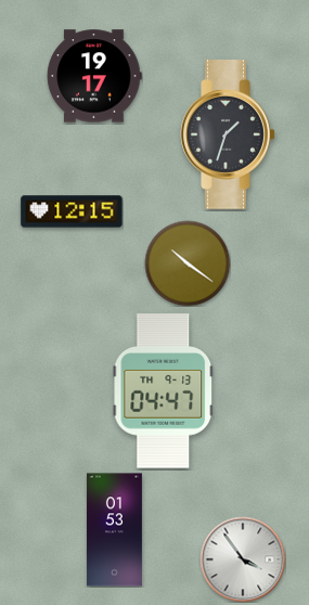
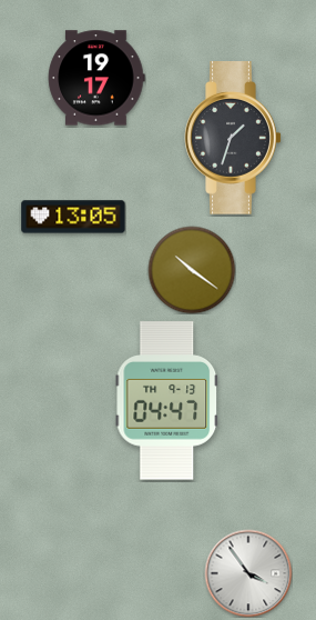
clock at (72, 211): 12:15 -> 13:05
clock at (114, 530): 01:53 -> none
